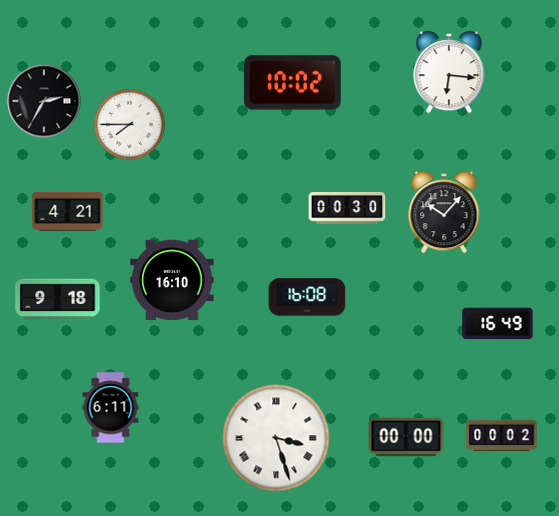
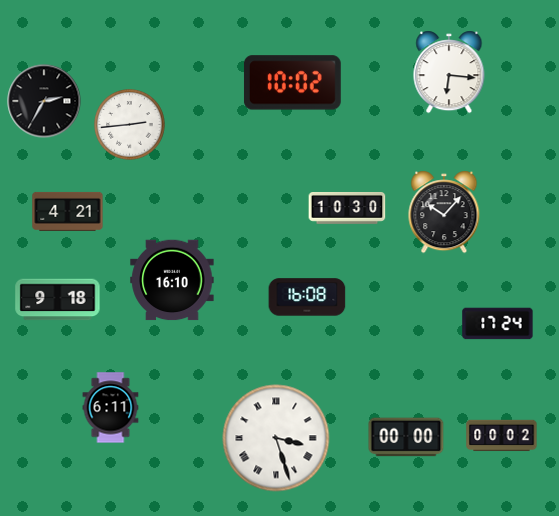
clock at (130, 125): 7:45 -> 2:44
clock at (347, 209): 00:30 -> 10:30
clock at (498, 324): 16:49 -> 17:24
